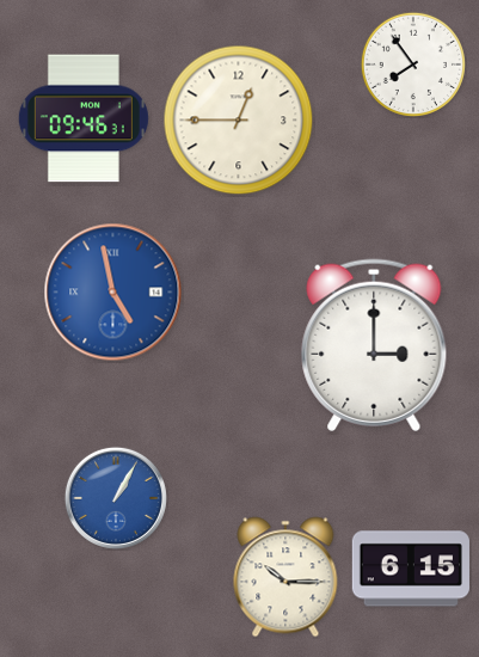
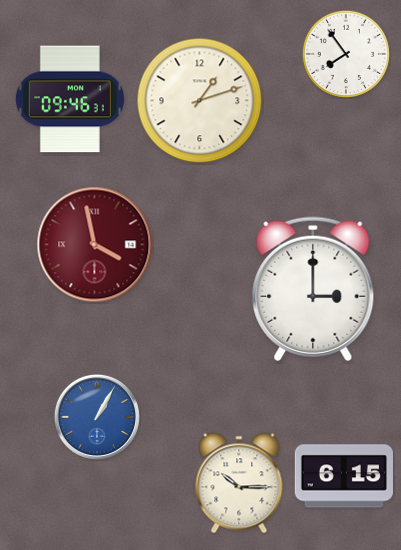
clock at (239, 121): 12:45 -> 1:12
clock at (113, 293): 4:58 -> 3:58
clock at (113, 293) dial: blue -> burgundy
